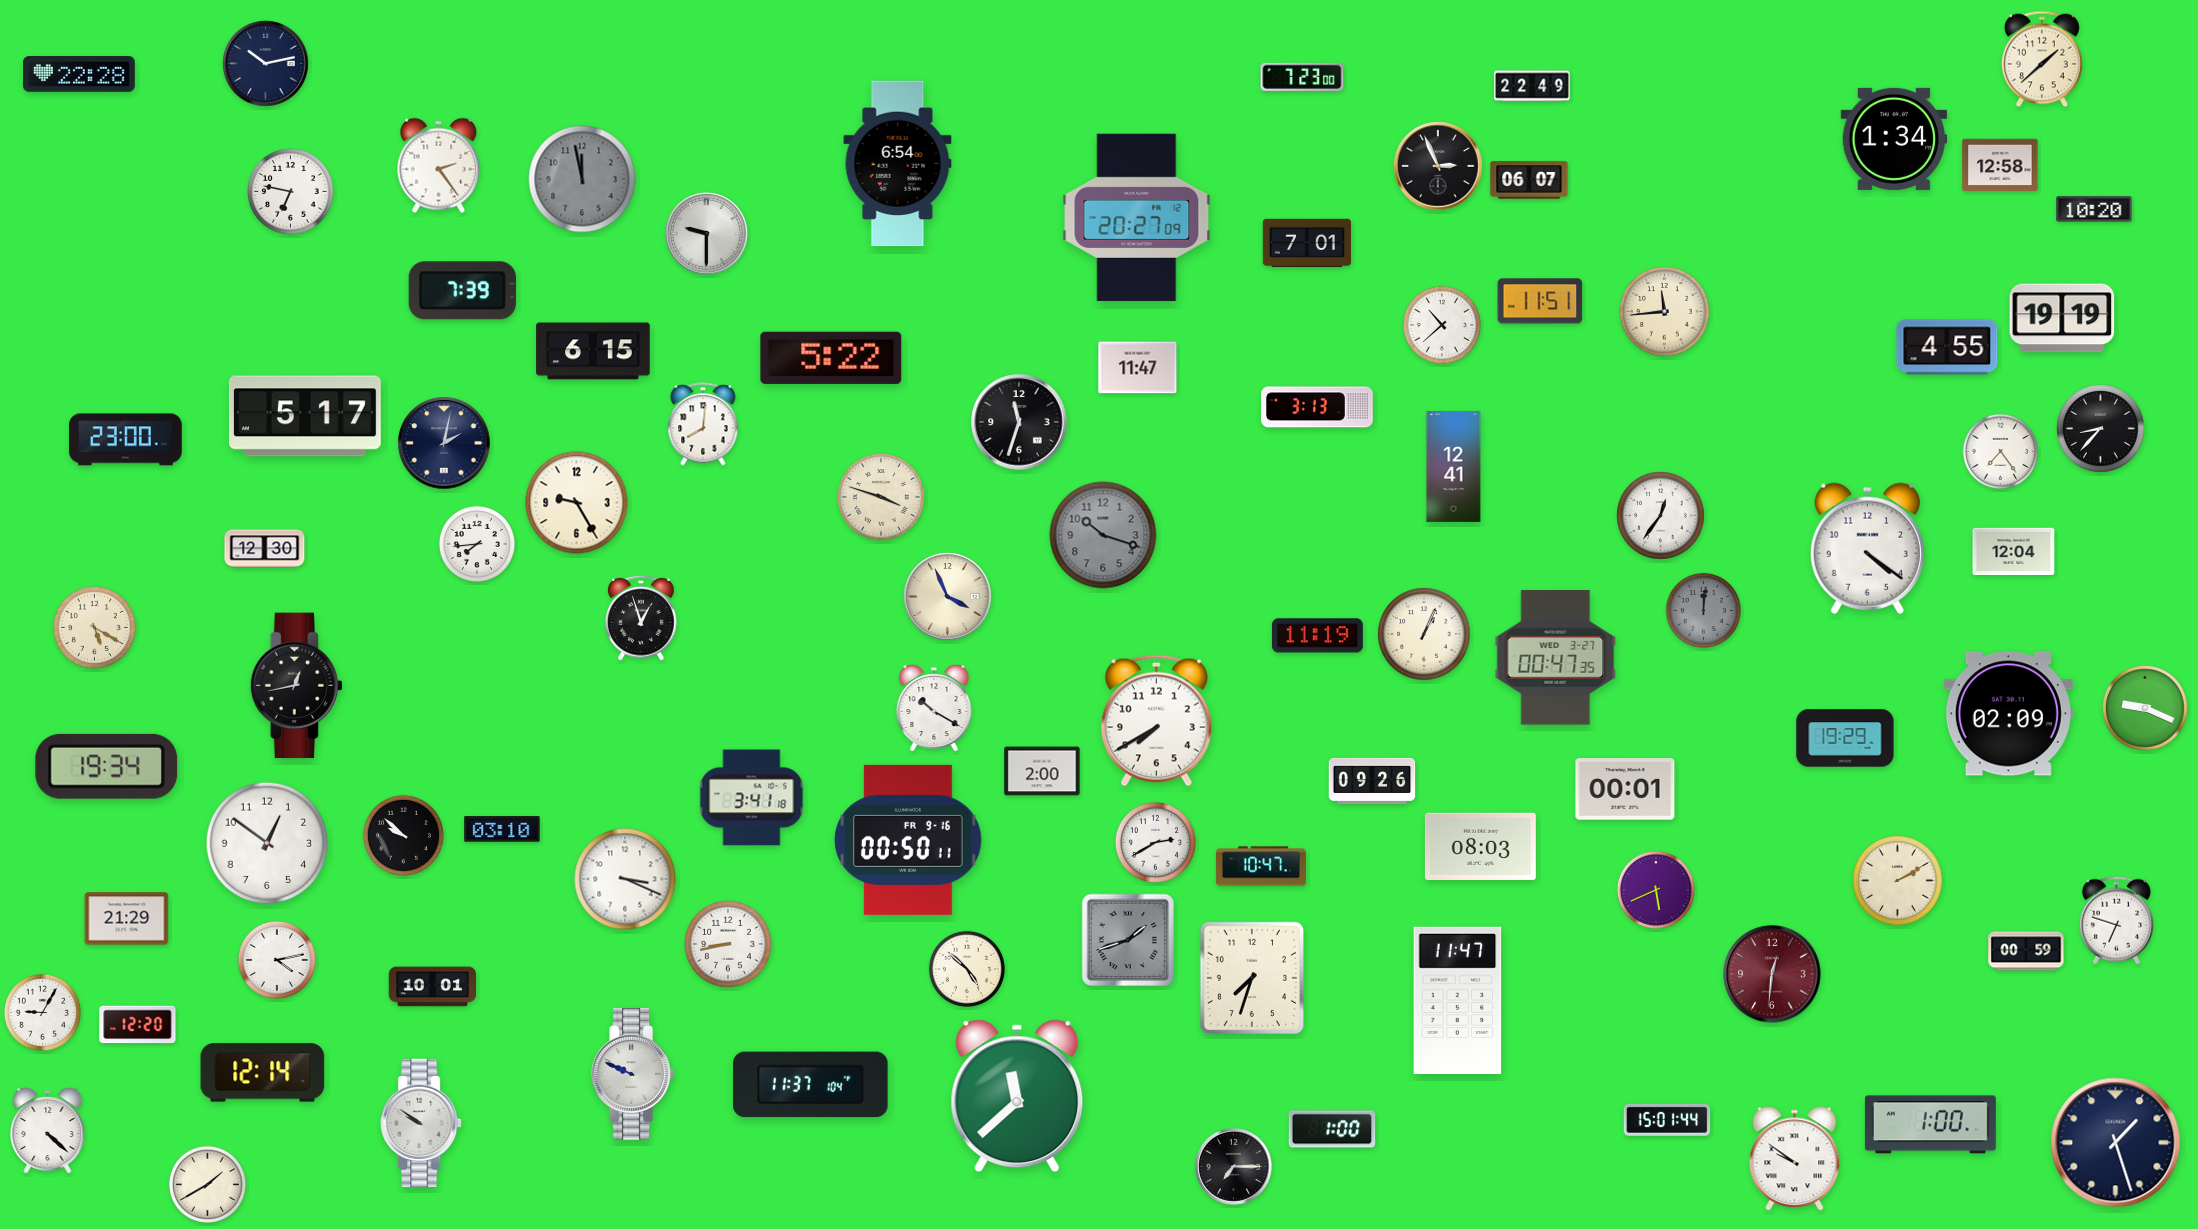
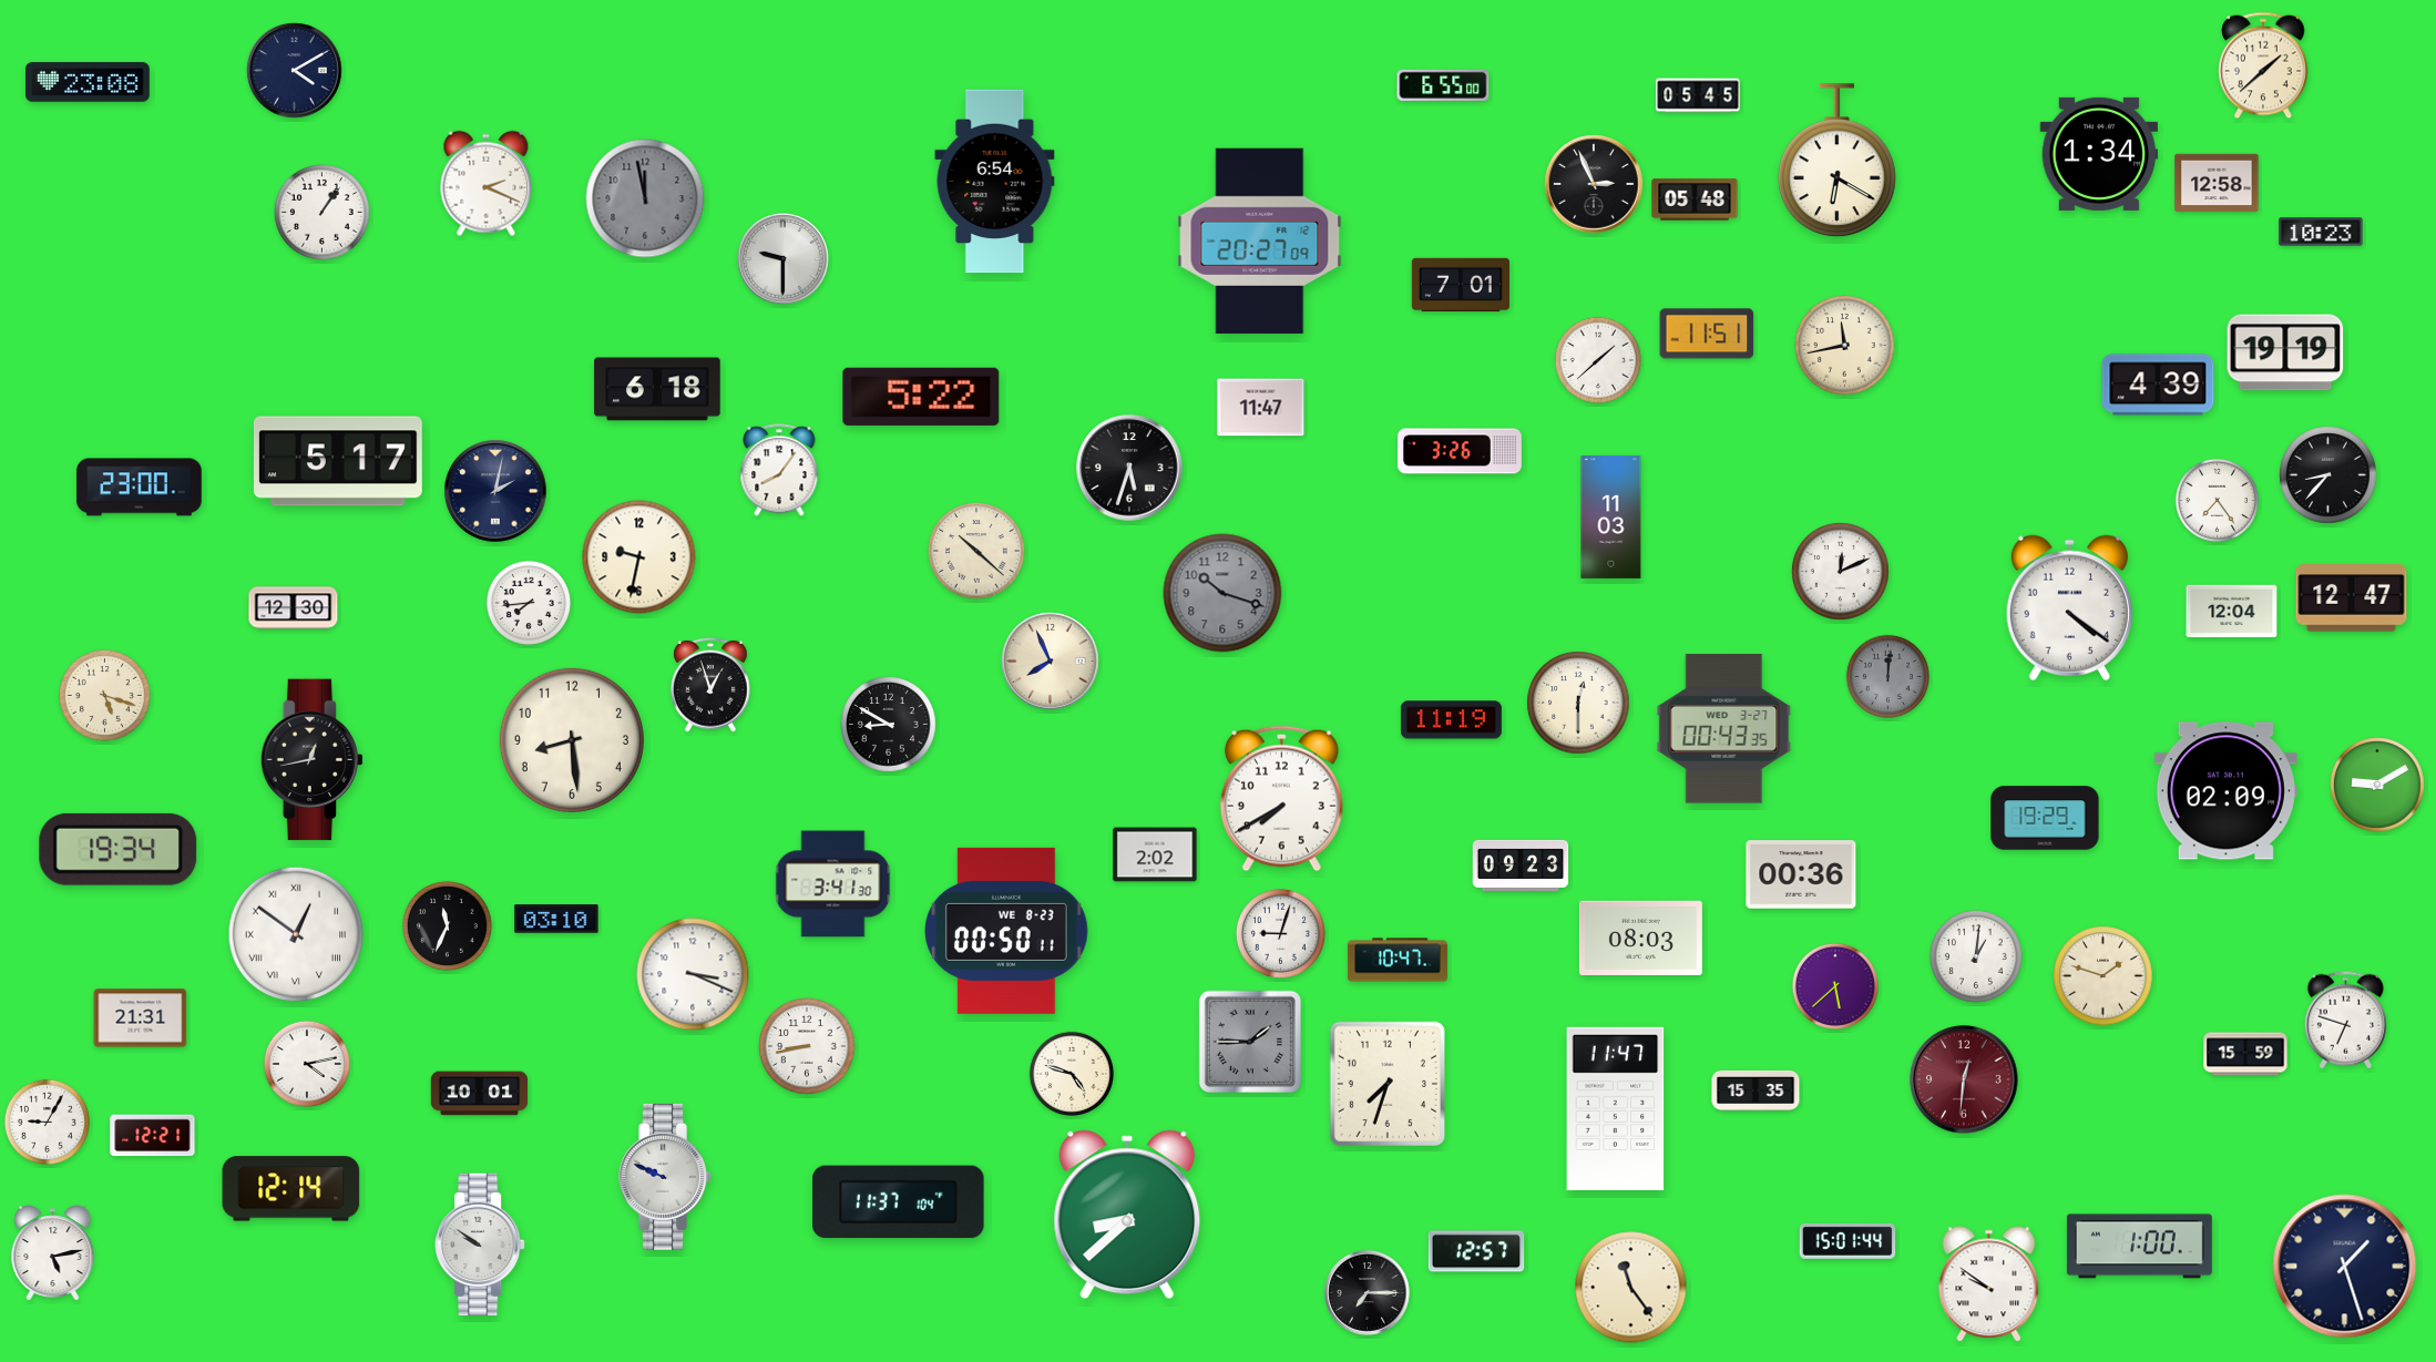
clock at (266, 64): 10:13 -> 4:10
clock at (80, 74): 22:28 -> 23:08
clock at (1302, 77): 7:23 -> 6:55
clock at (1532, 86): 22:49 -> 05:45
clock at (1836, 161): none -> 6:20
clock at (439, 166): 2:24 -> 2:19
clock at (1529, 180): 06:07 -> 05:48
clock at (291, 192): 6:47 -> 1:06
clock at (2094, 209): 10:20 -> 10:23
clock at (1307, 243) position: (1307, 243) -> (1461, 285)
clock at (462, 291): 7:39 -> none
clock at (1665, 312): 11:44 -> 11:43
clock at (1442, 325): 10:38 -> 1:38
clock at (1947, 347): 4:55 -> 4:39
clock at (593, 351): 6:15 -> 6:18
clock at (1318, 407): 3:13 -> 3:26
clock at (1019, 422): 11:33 -> 5:33
clock at (703, 424): 8:01 -> 8:06
clock at (444, 443) position: (444, 443) -> (495, 491)
clock at (1454, 466): 12:41 -> 11:03
clock at (881, 497): 3:48 -> 10:22
clock at (577, 503): 9:25 -> 9:32
clock at (1661, 516): 12:36 -> 12:11
clock at (2352, 598): none -> 12:47
clock at (948, 597): 3:56 -> 7:56
clock at (94, 627): 5:20 -> 5:18
clock at (1424, 634): 1:04 -> 12:30
clock at (1317, 636) position: (1317, 636) -> (1451, 720)
clock at (889, 725): none -> 8:50
clock at (1556, 658): 00:47 -> 00:43
clock at (572, 740): none -> 8:29
clock at (297, 686) position: (297, 686) -> (313, 760)
clock at (934, 707): 10:20 -> none
clock at (2146, 709): 9:19 -> 9:10
clock at (1042, 771): 2:00 -> 2:02
clock at (1372, 781): 09:26 -> 09:23
clock at (1625, 789): 00:01 -> 00:36
clock at (752, 798): 3:41:18 -> 3:41:30
clock at (403, 835): 9:52 -> 11:34
clock at (908, 840) date: FR 9-16 -> WE 8-23
clock at (1155, 842): 2:40 -> 9:03
clock at (267, 843) numerals: Arabic -> Roman
clock at (1976, 956): none -> 1:01
clock at (1898, 881): 2:10 -> 1:48
clock at (1656, 890): 5:41 -> 5:38
clock at (127, 919): 21:29 -> 21:31
clock at (1127, 939): 1:42 -> 1:45
clock at (2026, 951): 00:59 -> 15:59
clock at (966, 968): 4:52 -> 4:48
clock at (1756, 1090): none -> 15:35
clock at (138, 1025): 12:20 -> 12:21
clock at (633, 1074) position: (633, 1074) -> (665, 1177)
clock at (1017, 1096): 11:38 -> 8:38
clock at (421, 1123) position: (421, 1123) -> (480, 1245)
clock at (1332, 1129): 1:00 -> 12:57
clock at (48, 1131): 4:22 -> 5:13
clock at (1631, 1288): none -> 11:24
clock at (207, 1184): 1:40 -> none
